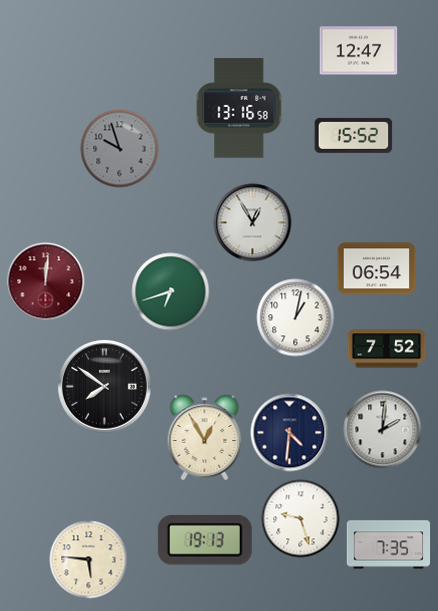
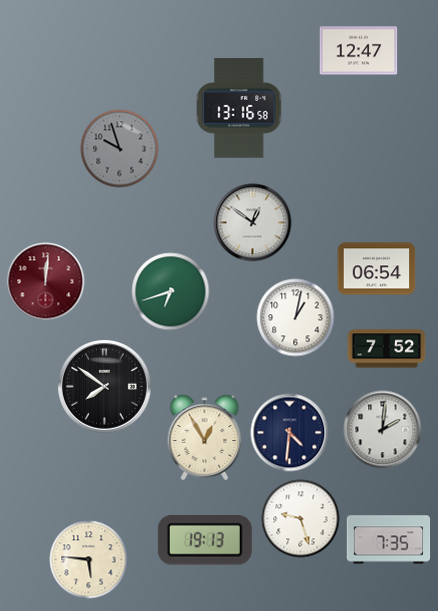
clock at (353, 135): 15:52 -> none
clock at (252, 222): 12:55 -> 12:51
clock at (388, 545) position: (388, 545) -> (388, 540)
